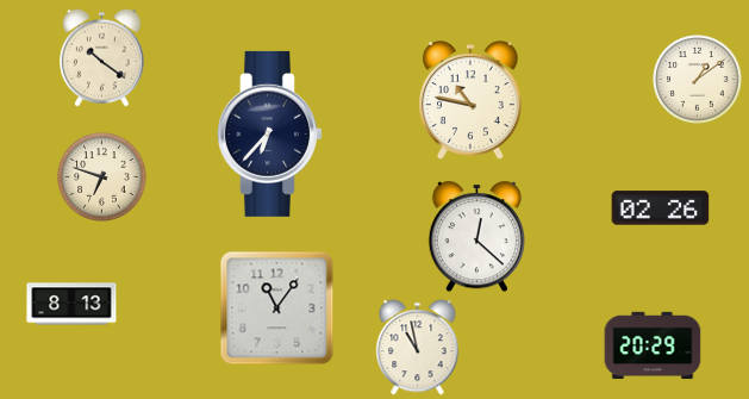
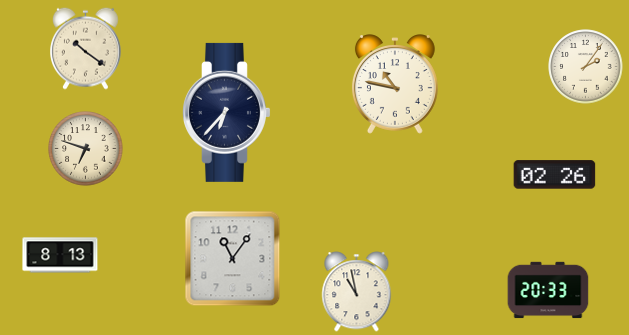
clock at (698, 80): 1:09 -> 2:06
clock at (476, 237): 12:22 -> none
clock at (653, 345): 20:29 -> 20:33
clock at (418, 348) position: (418, 348) -> (357, 292)
